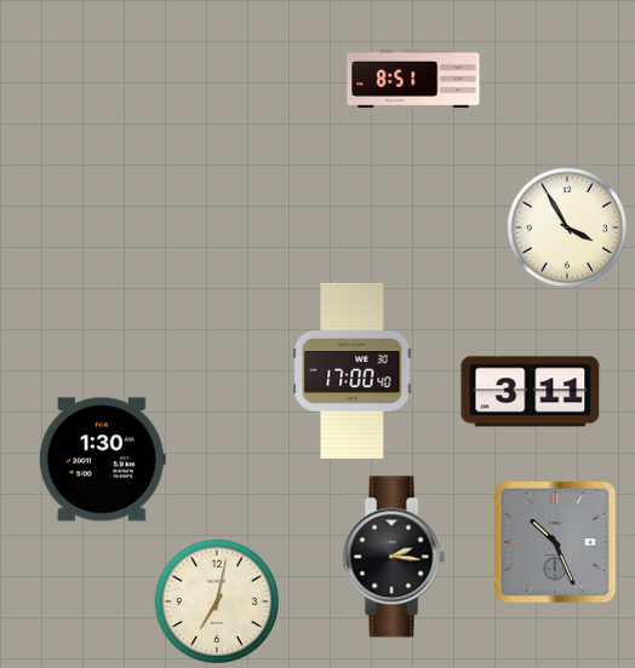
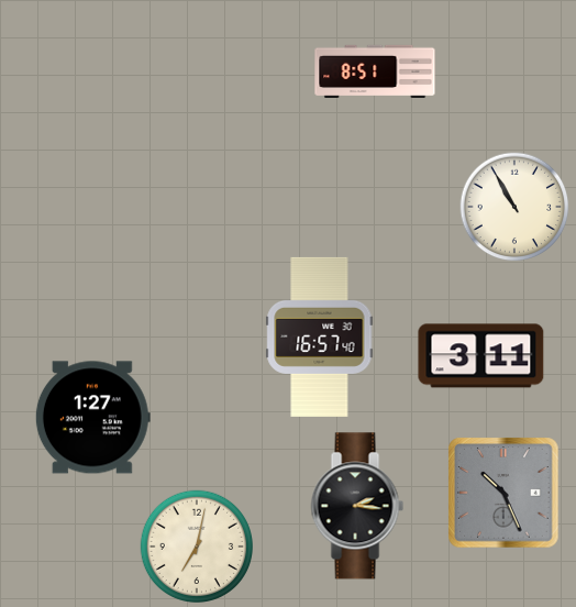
clock at (567, 228): 3:55 -> 10:55
clock at (353, 370): 17:00 -> 16:57
clock at (102, 460): 1:30 -> 1:27
